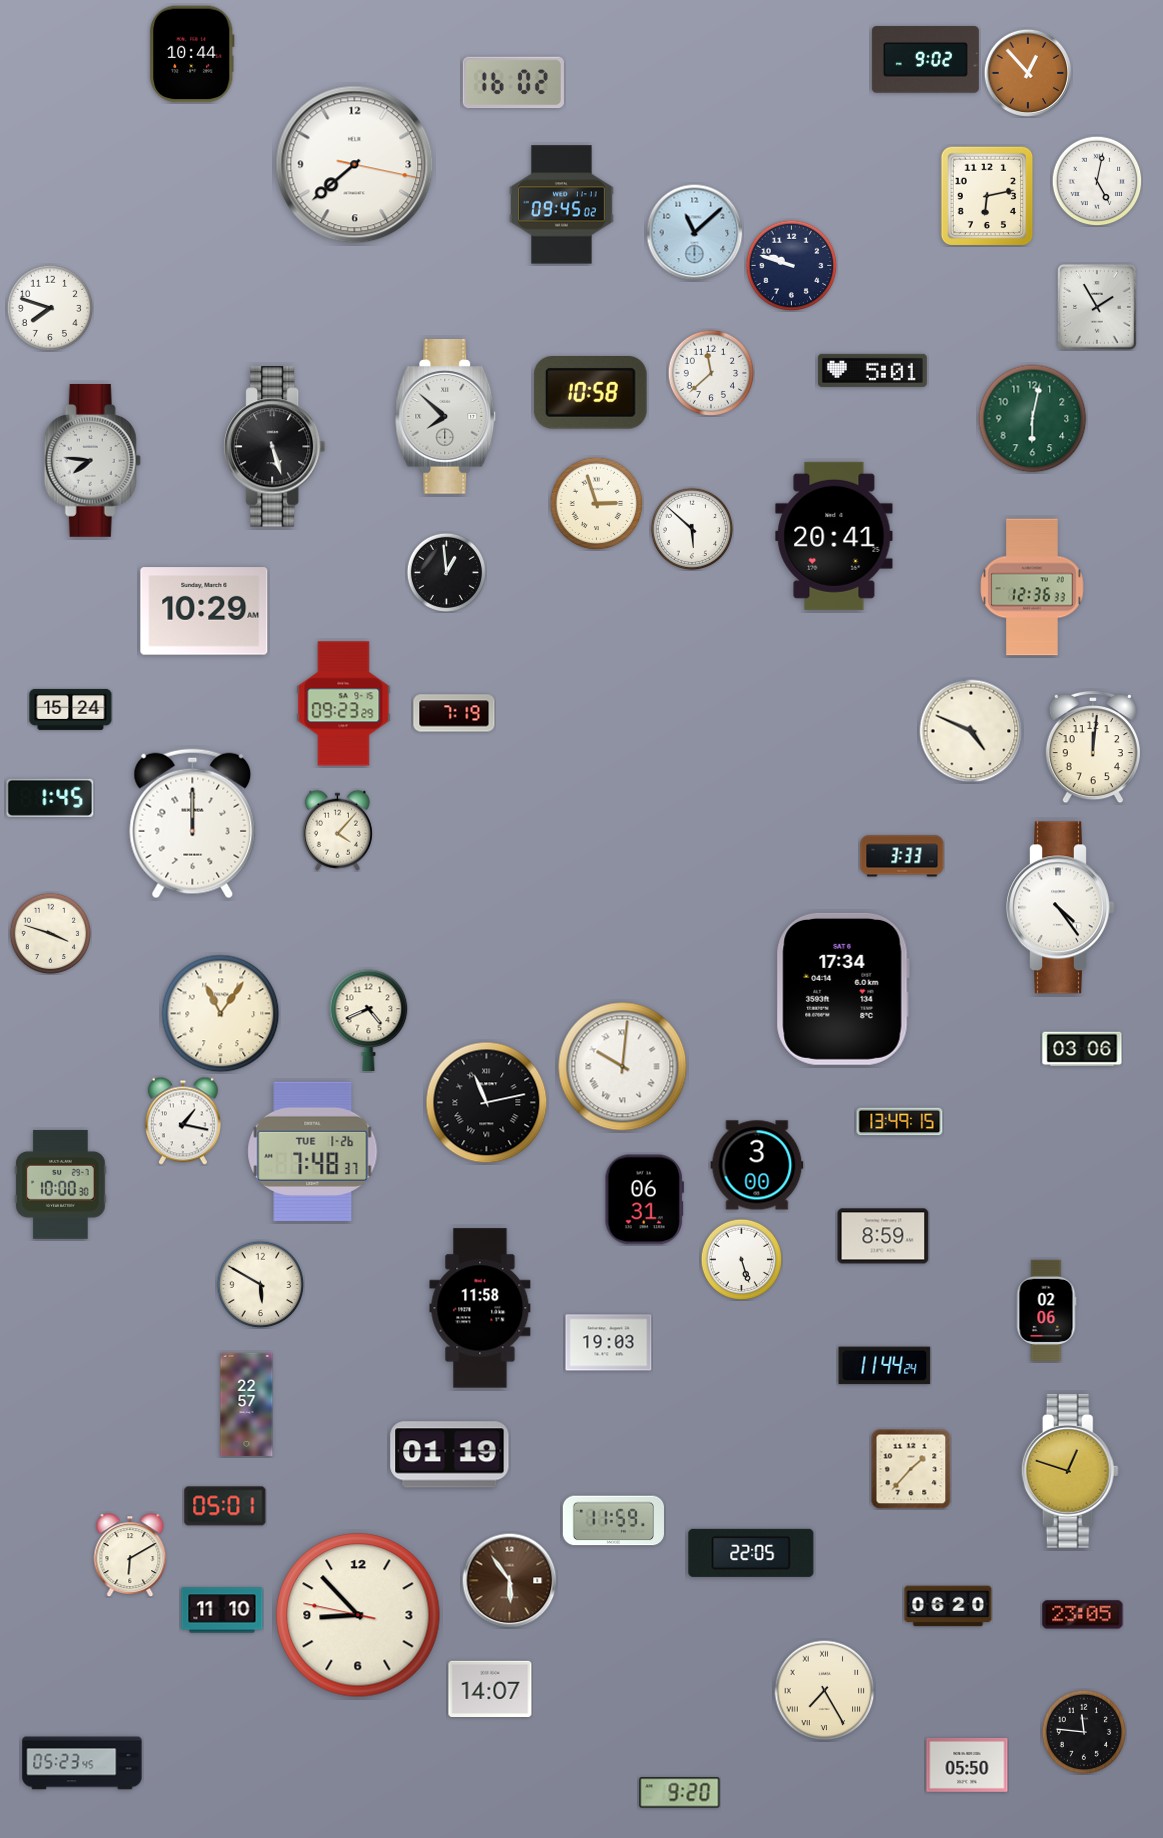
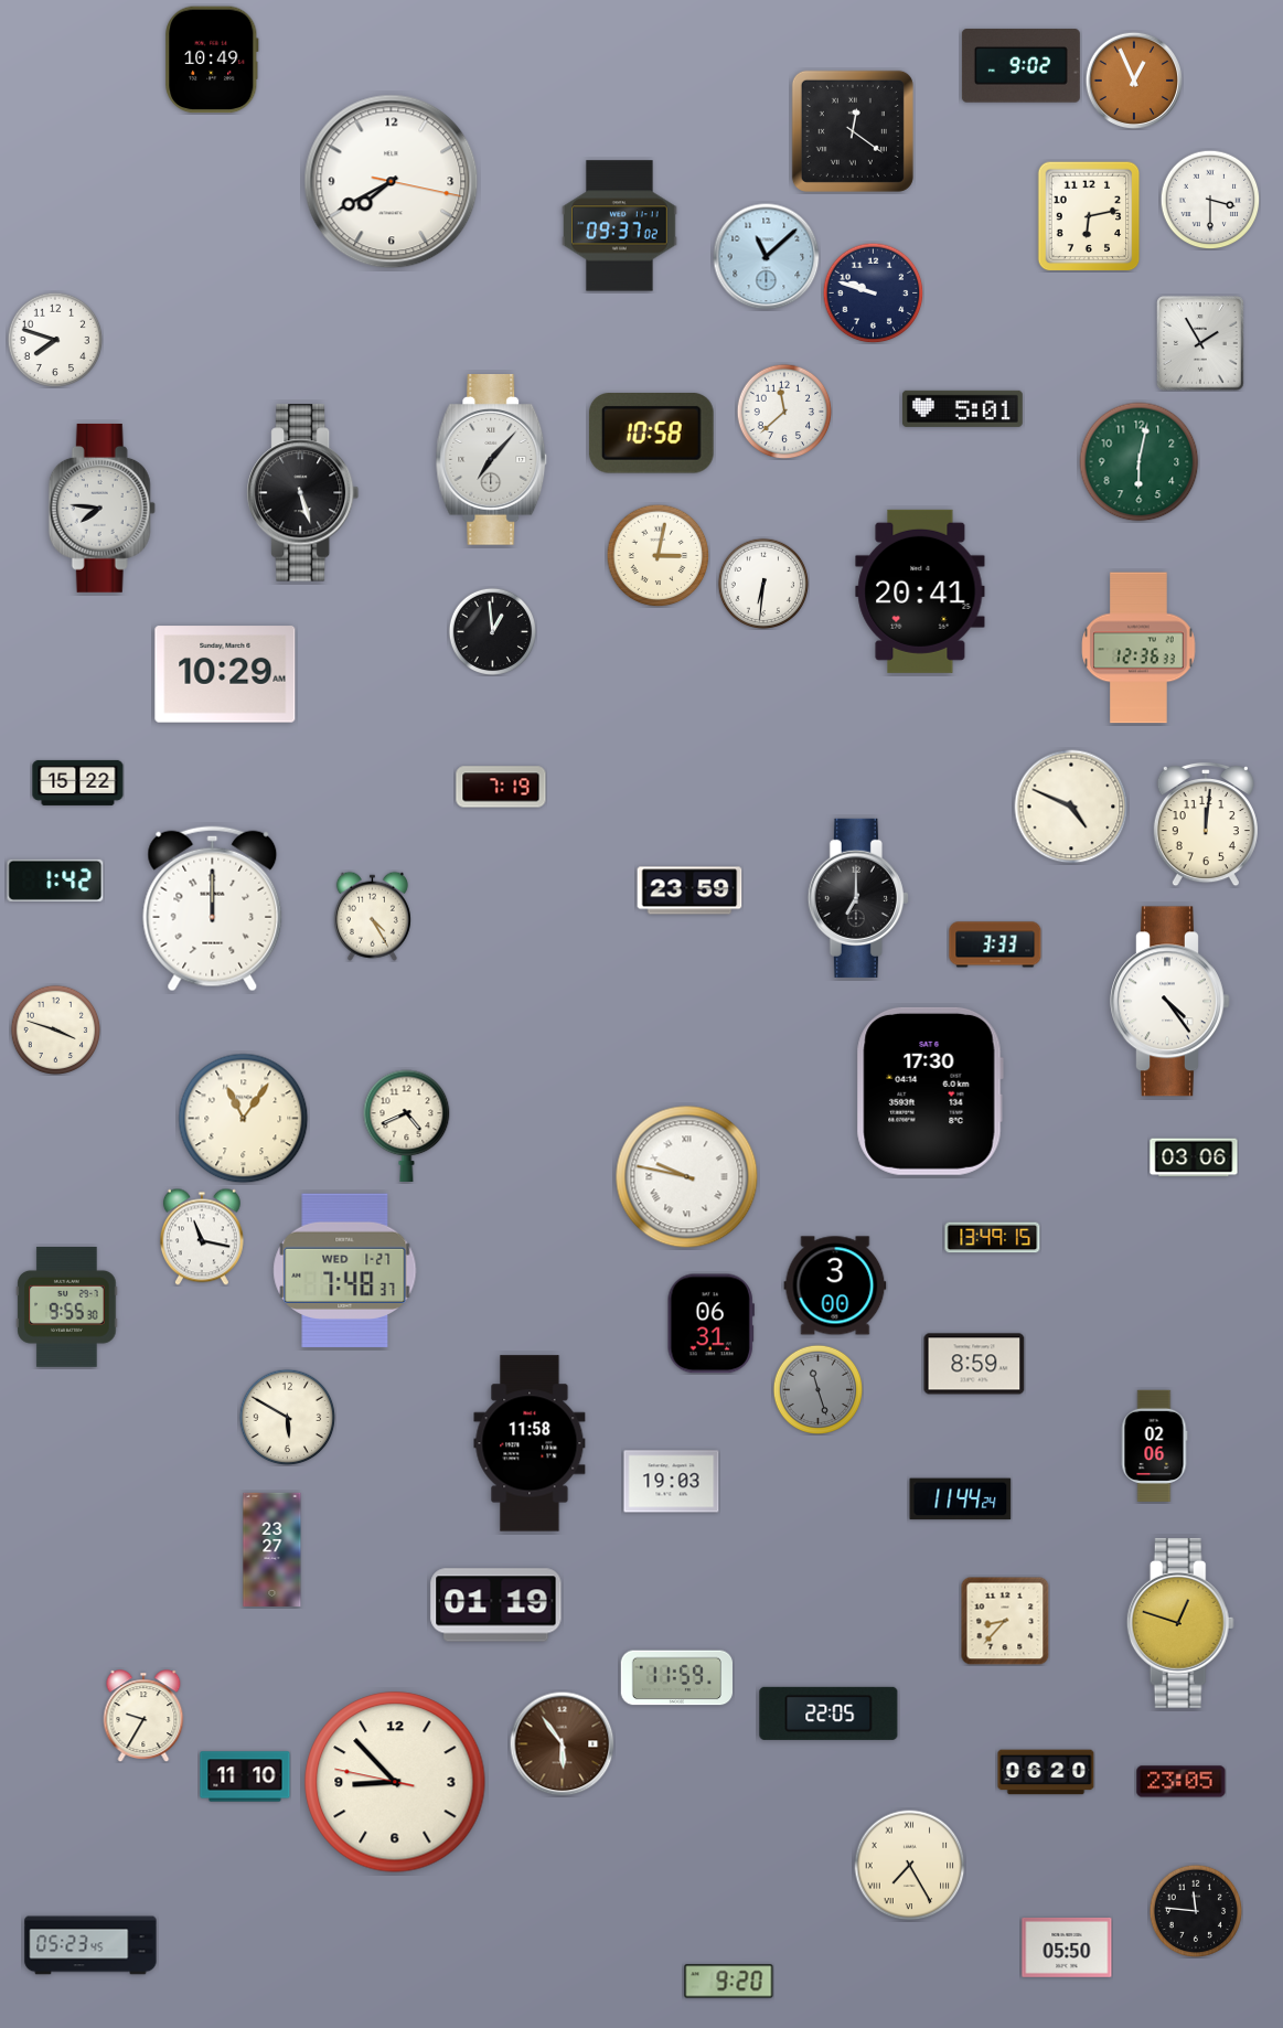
clock at (192, 54): 10:44 -> 10:49
clock at (1028, 73): 12:53 -> 12:56
clock at (513, 83): 16:02 -> none
clock at (853, 131): none -> 12:21
clock at (355, 165): 7:38 -> 7:40
clock at (1097, 181): 5:02 -> 3:30
clock at (562, 205): 09:45 -> 09:37
clock at (1098, 308) position: (1098, 308) -> (1201, 344)
clock at (446, 417): 7:52 -> 7:07
clock at (596, 503): 2:57 -> 3:02
clock at (692, 529): 5:52 -> 6:31
clock at (344, 704): 09:23 -> none
clock at (71, 709): 15:24 -> 15:22
clock at (50, 798): 1:45 -> 1:42
clock at (689, 890): none -> 23:59
clock at (858, 898): none -> 7:00
clock at (337, 830): 4:07 -> 4:25
clock at (843, 989): 17:34 -> 17:30
clock at (623, 1067): 10:01 -> 9:47
clock at (487, 1103): 11:13 -> none
clock at (183, 1121): 1:17 -> 11:17
clock at (313, 1152) date: TUE 1-26 -> WED 1-27
clock at (61, 1184): 10:00 -> 9:55
clock at (741, 1259): 5:27 -> 11:27
clock at (741, 1259) dial: white -> grey
clock at (885, 1366) position: (885, 1366) -> (961, 1499)
clock at (247, 1404): 22:57 -> 23:27
clock at (911, 1469): 1:37 -> 8:37
clock at (225, 1506): 05:01 -> none
clock at (130, 1555): 6:10 -> 9:35
clock at (1083, 1615) position: (1083, 1615) -> (1182, 1782)
clock at (490, 1688): 14:07 -> none
clock at (680, 1793) position: (680, 1793) -> (729, 1982)
